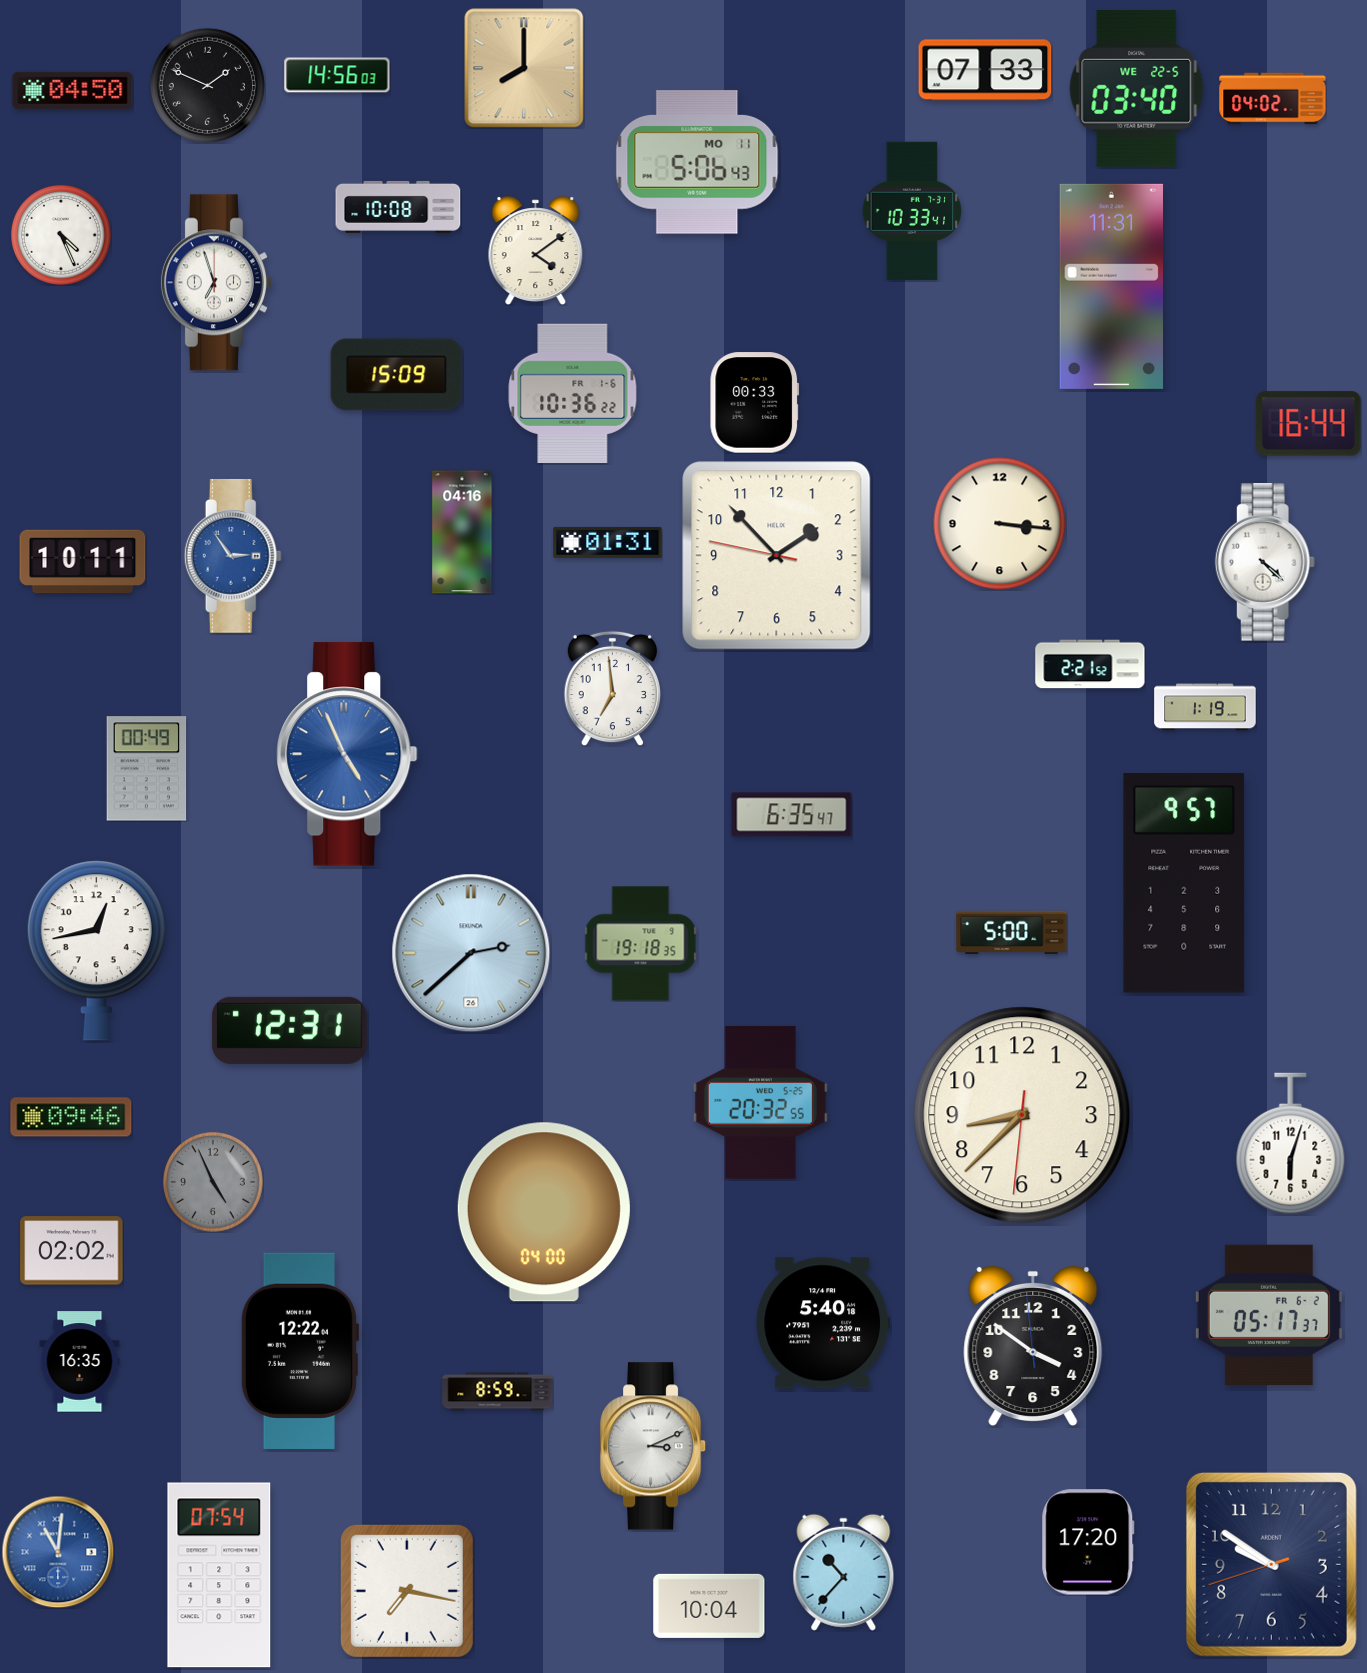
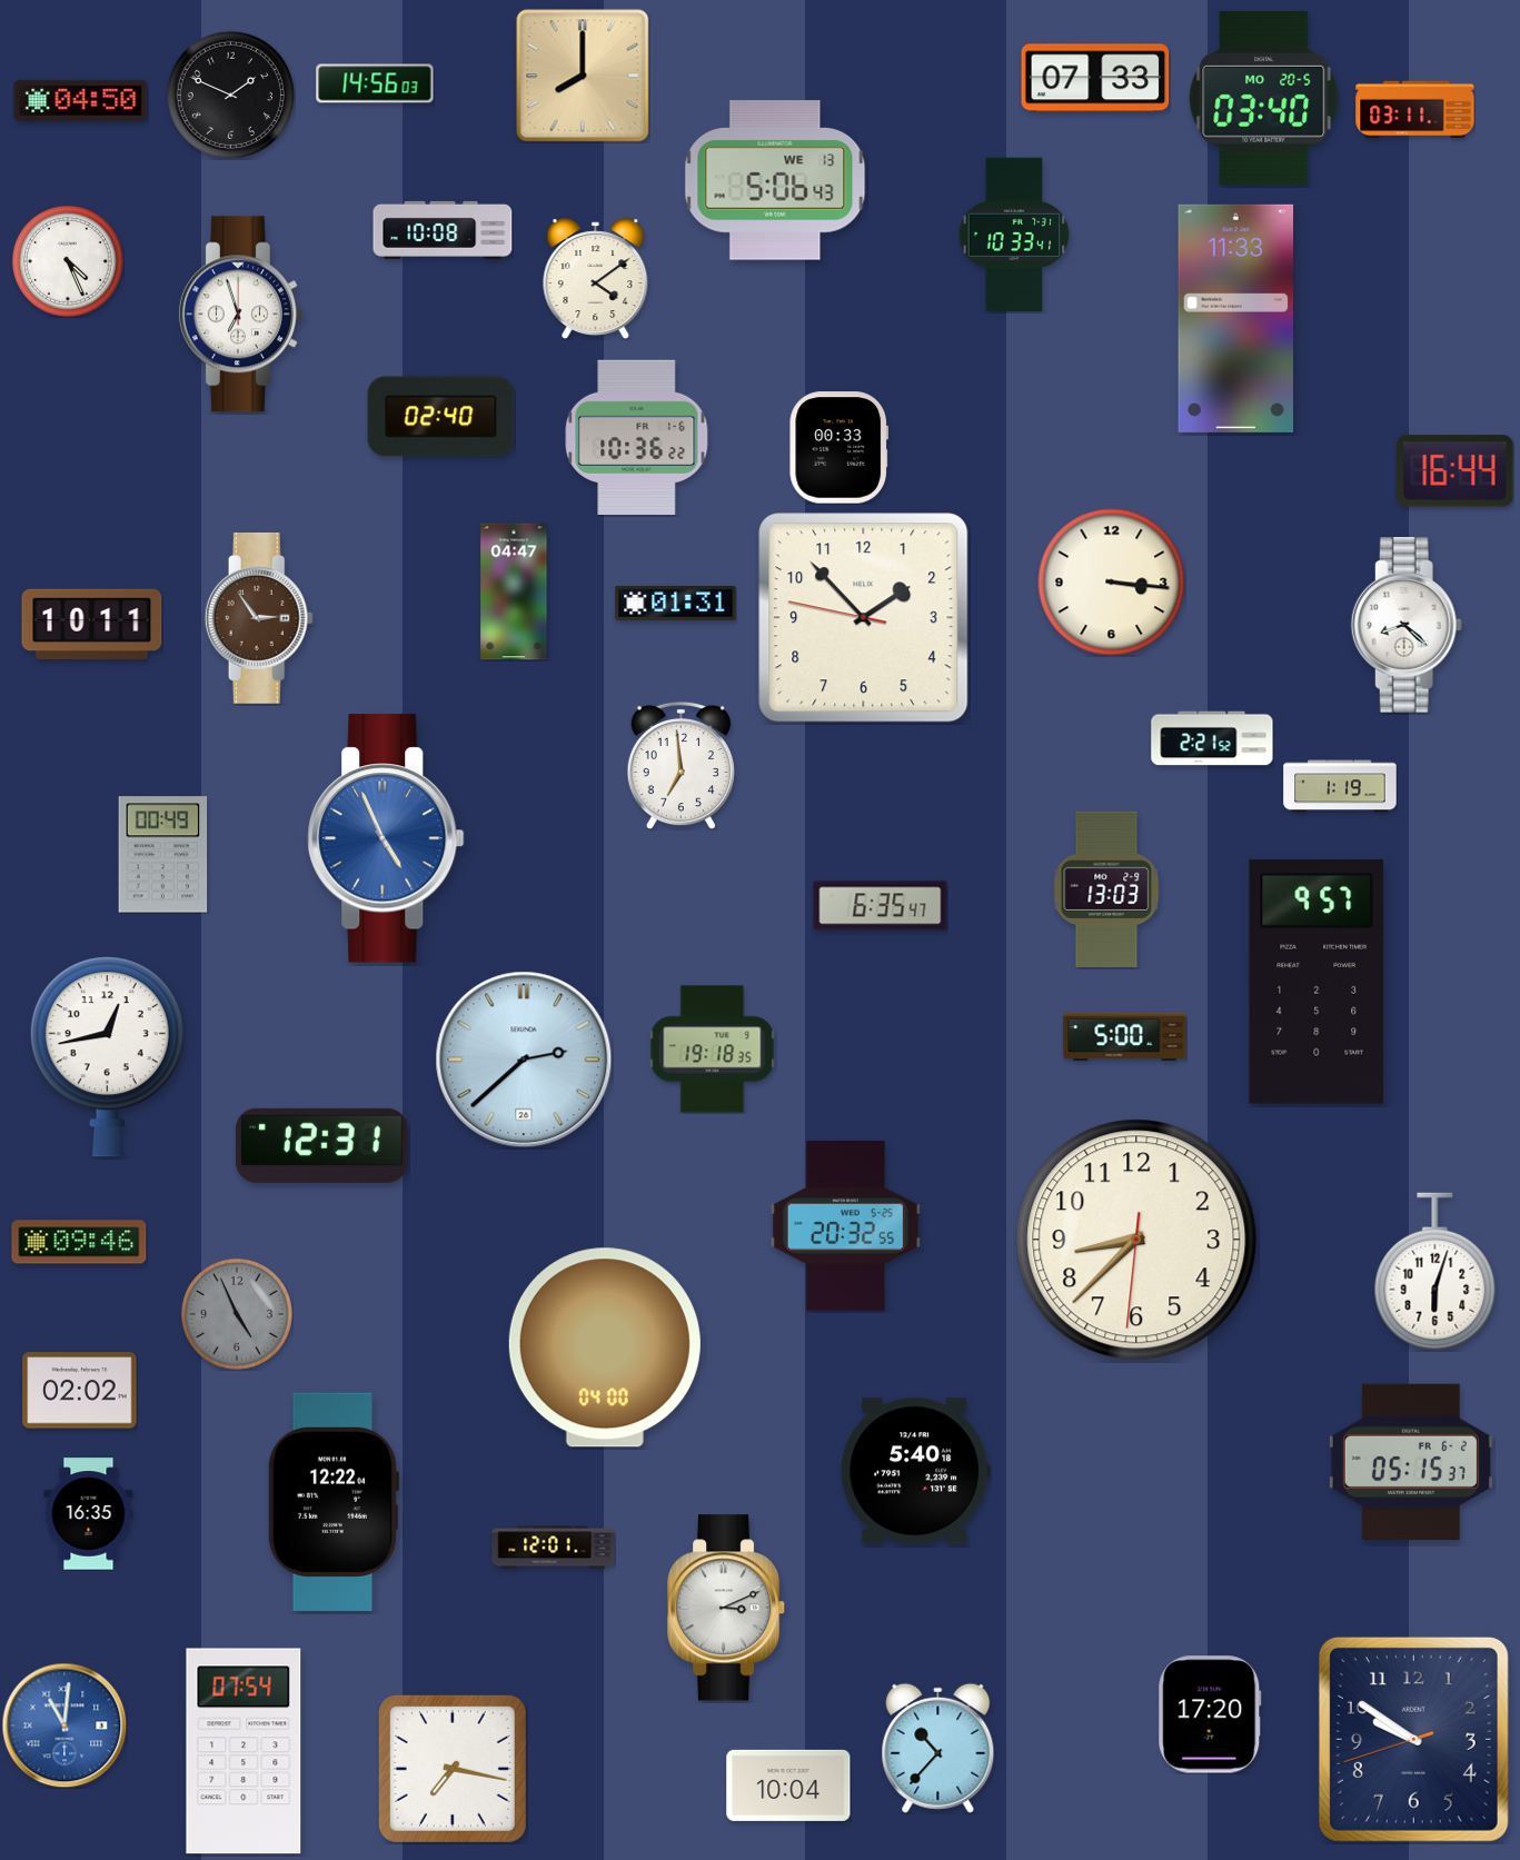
clock at (1137, 88) date: WE 22-5 -> MO 20-5
clock at (1273, 99): 04:02 -> 03:11
clock at (697, 162) date: MO 11 -> WE 13
clock at (1112, 286): 11:31 -> 11:33
clock at (397, 375): 15:09 -> 02:40
clock at (462, 532): 04:16 -> 04:47
clock at (233, 556) dial: blue -> brown
clock at (1265, 562): 4:22 -> 8:22
clock at (1106, 889): none -> 13:03
clock at (1269, 1314): 05:17 -> 05:15
clock at (1033, 1346): 3:50 -> none
clock at (498, 1392): 8:59 -> 12:01
